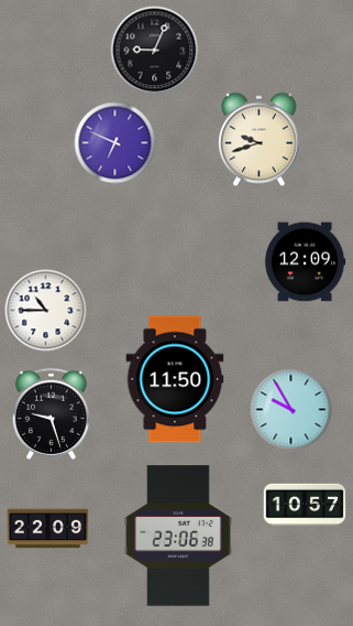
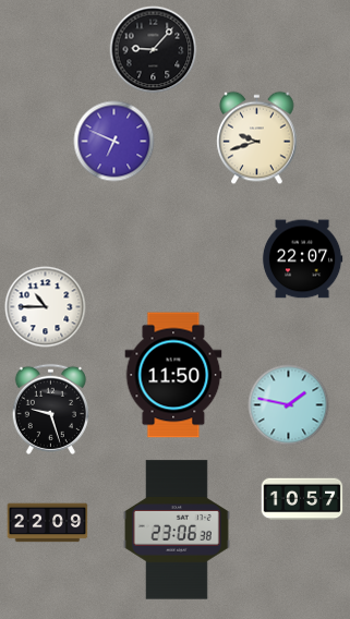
clock at (155, 51): 9:04 -> 9:07
clock at (305, 262): 12:09 -> 22:07
clock at (291, 410): 9:55 -> 1:47
